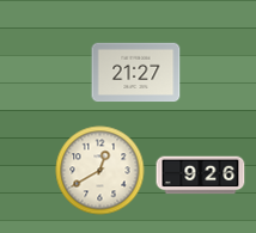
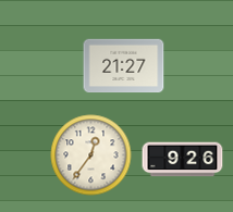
clock at (100, 171): 12:40 -> 12:36
